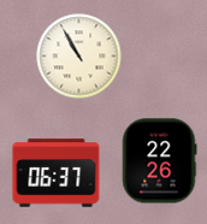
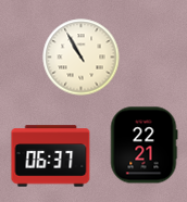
clock at (79, 57) position: (79, 57) -> (82, 58)
clock at (159, 161): 22:26 -> 22:21
